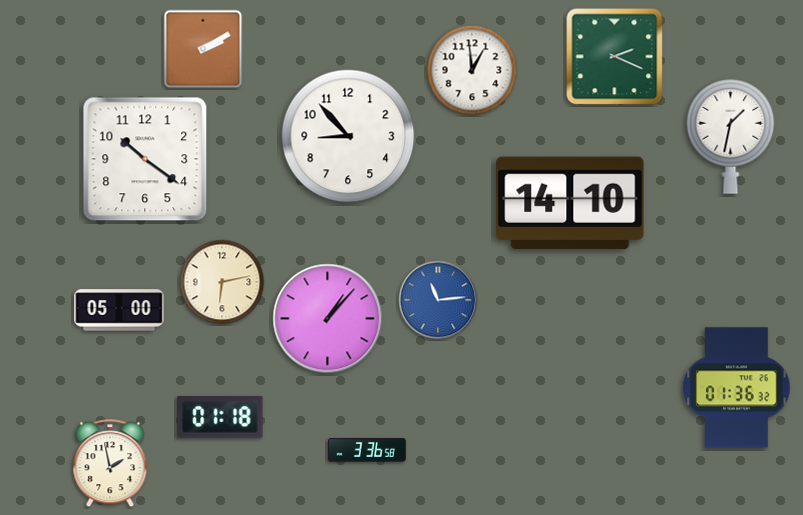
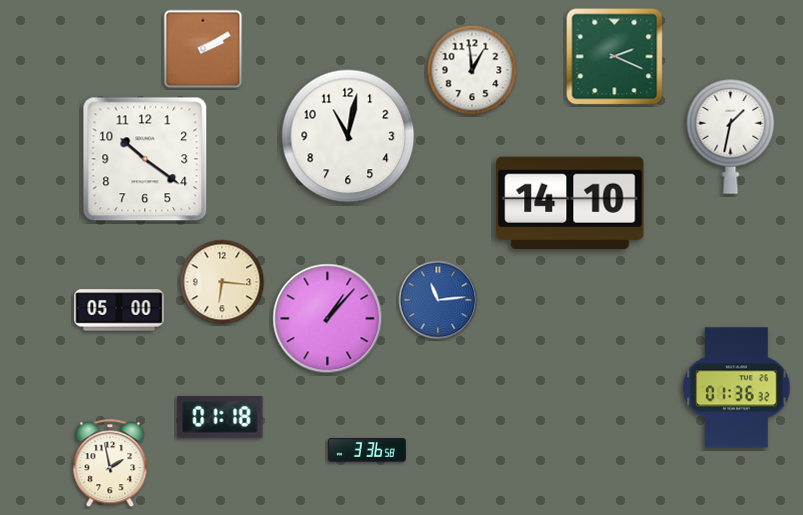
clock at (348, 136): 8:53 -> 11:02
clock at (222, 282): 6:13 -> 6:16
